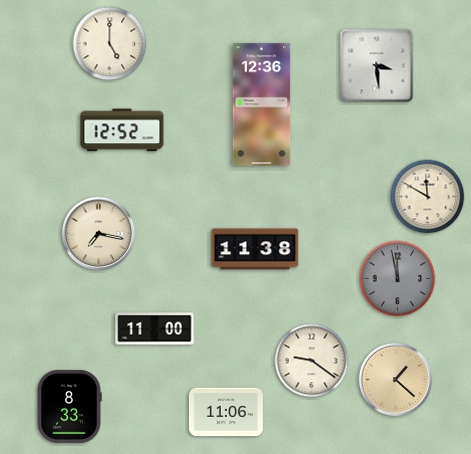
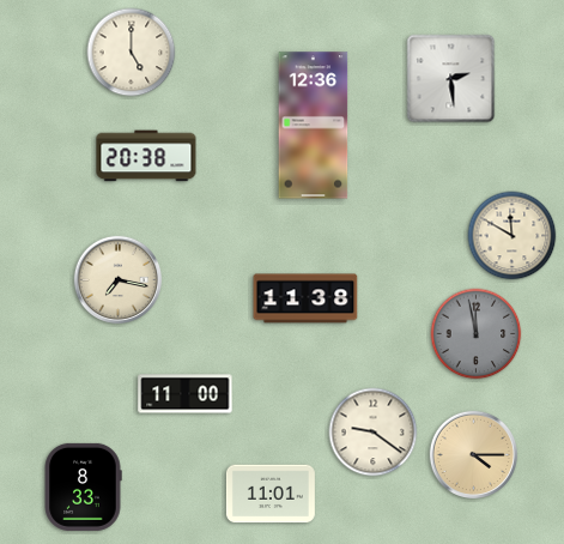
clock at (377, 66): 3:29 -> 2:29
clock at (122, 130): 12:52 -> 20:38
clock at (396, 380): 1:22 -> 4:15
clock at (226, 412): 11:06 -> 11:01
